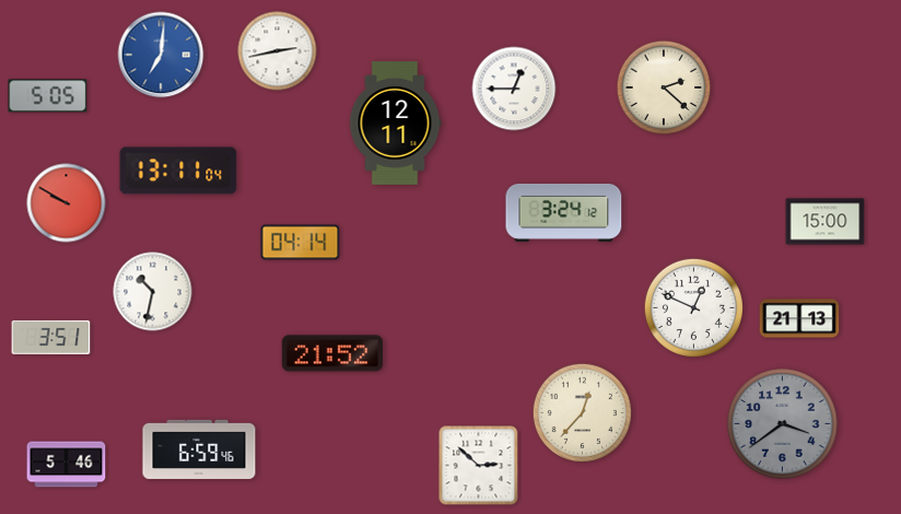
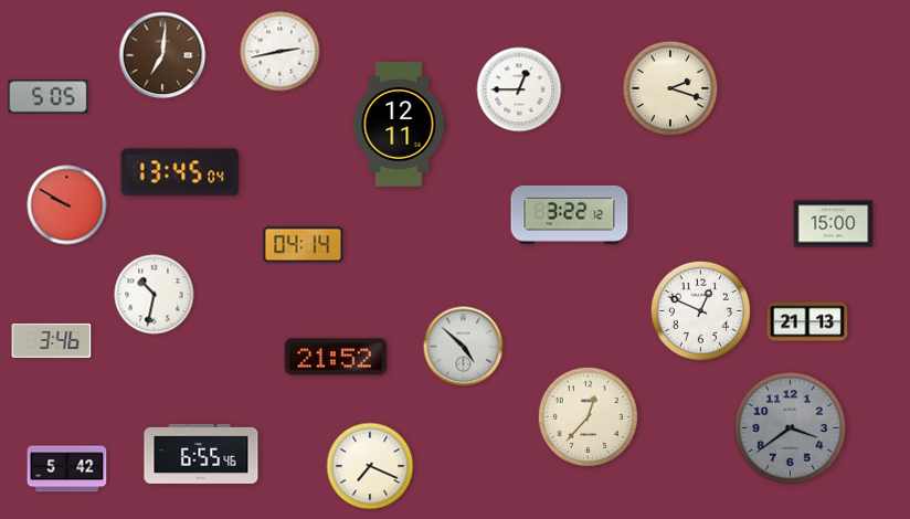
clock at (161, 55) dial: blue -> brown
clock at (664, 87): 2:22 -> 2:18
clock at (178, 171): 13:11 -> 13:45
clock at (564, 212): 3:24 -> 3:22
clock at (51, 337): 3:51 -> 3:46
clock at (464, 347): none -> 4:52
clock at (199, 449): 6:59 -> 6:55
clock at (370, 466): none -> 7:19
clock at (67, 465): 5:46 -> 5:42
clock at (479, 466): 2:52 -> none
